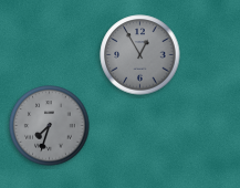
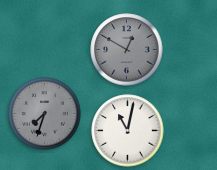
clock at (140, 55): 12:55 -> 12:50
clock at (128, 131): none -> 11:02
